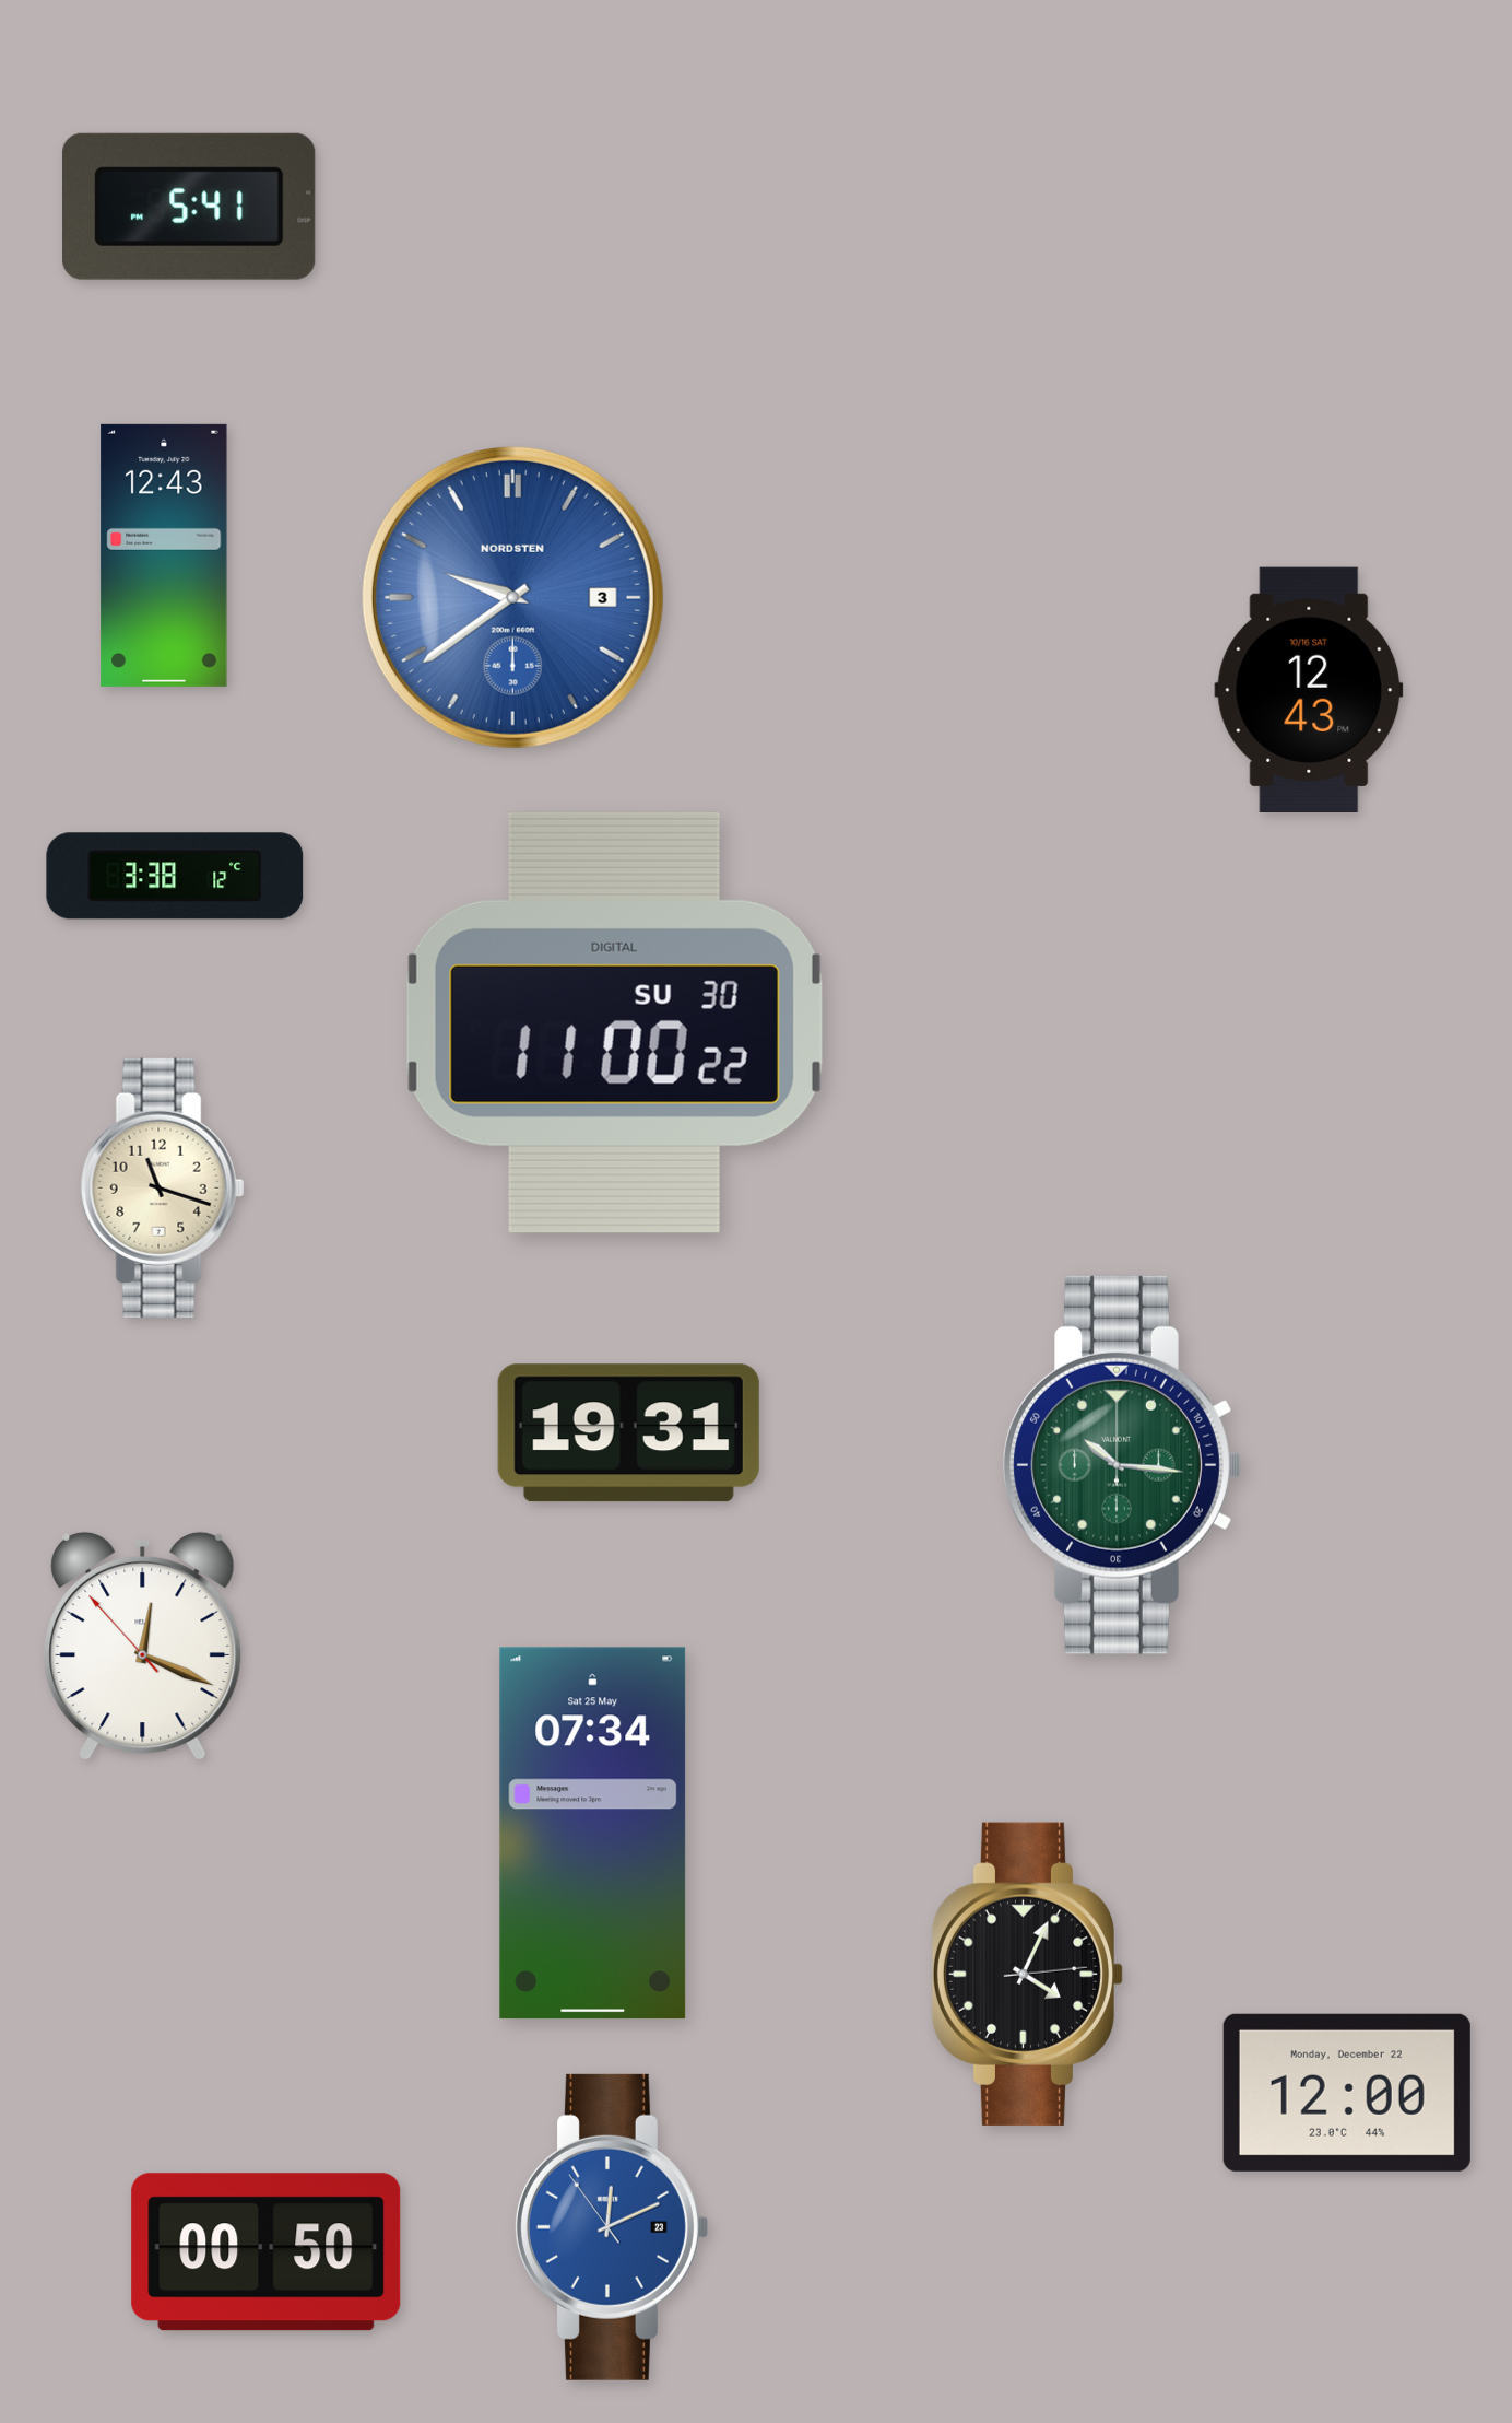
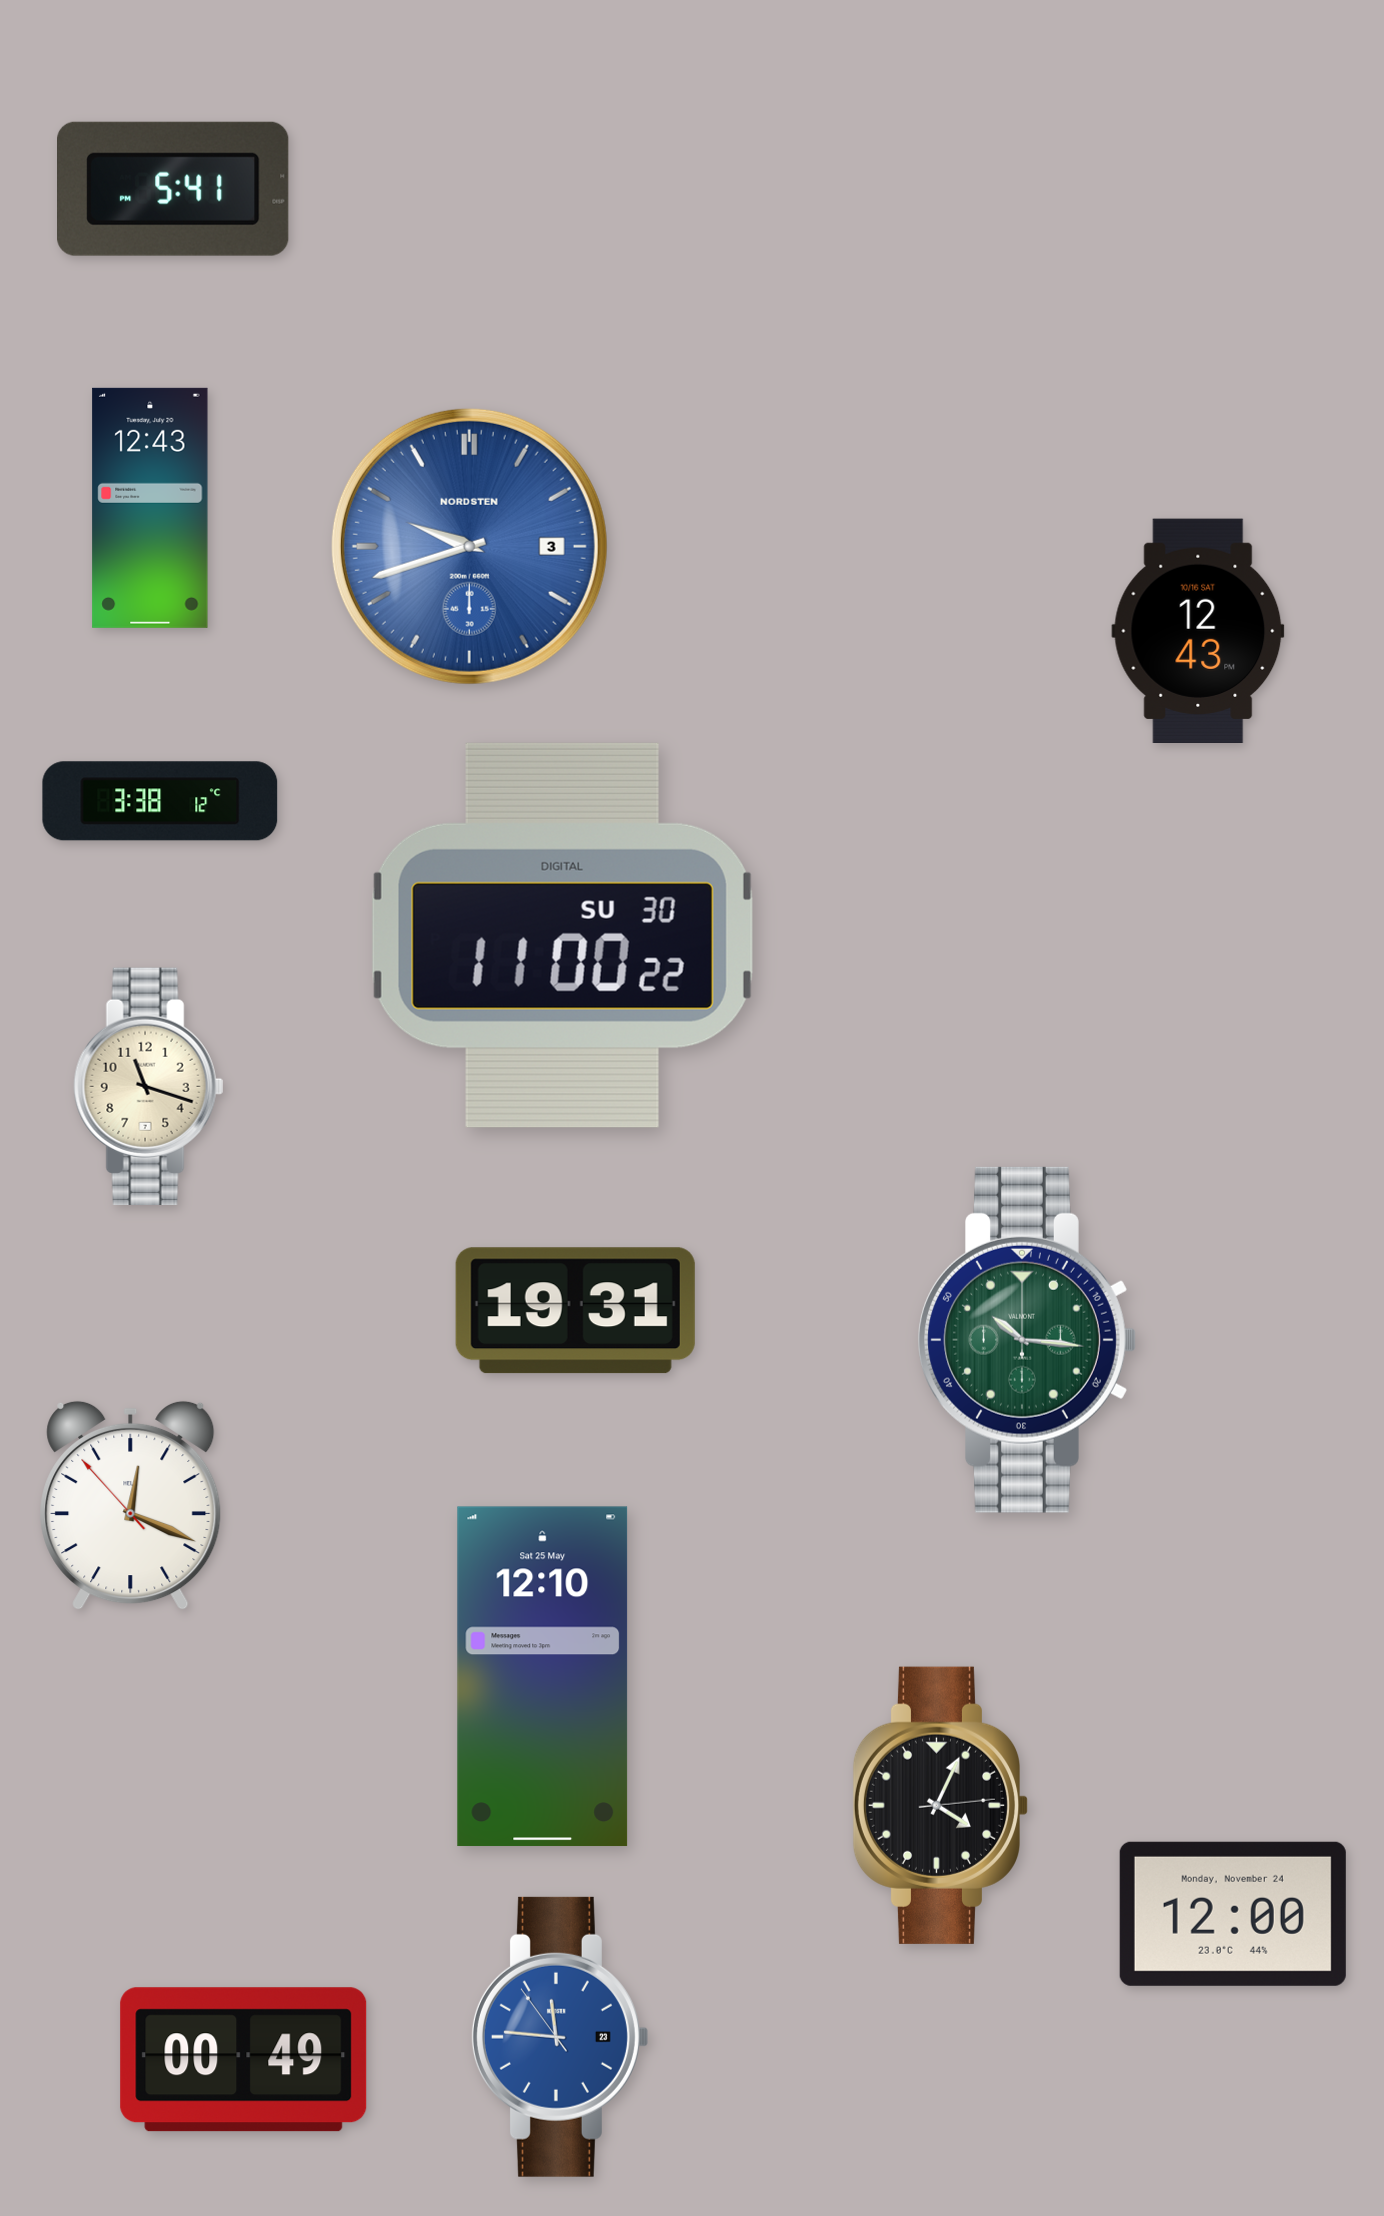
clock at (512, 597): 9:39 -> 9:42
clock at (593, 1834): 07:34 -> 12:10
clock at (1347, 2093) date: Monday, December 22 -> Monday, November 24
clock at (611, 2227): 12:10 -> 11:45
clock at (267, 2252): 00:50 -> 00:49
